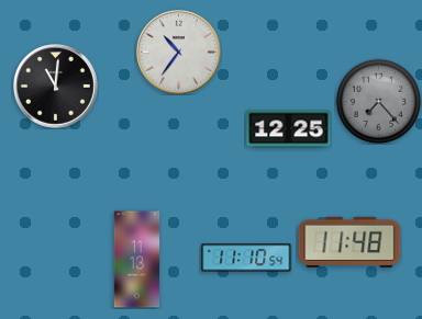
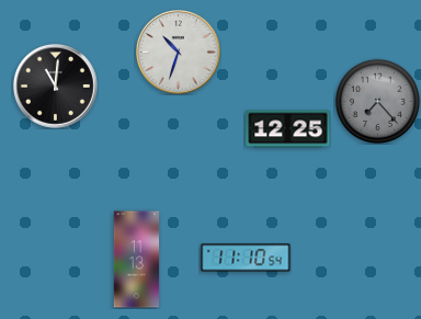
clock at (179, 53): 10:36 -> 10:33
clock at (349, 241): 11:48 -> none
